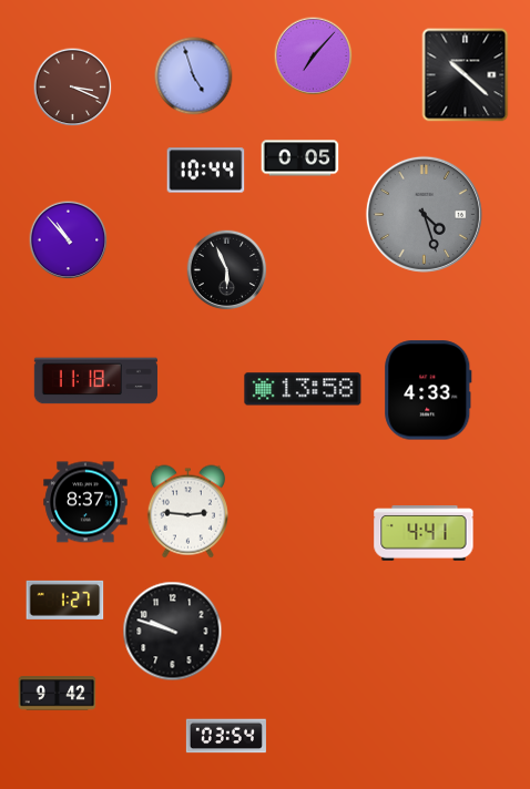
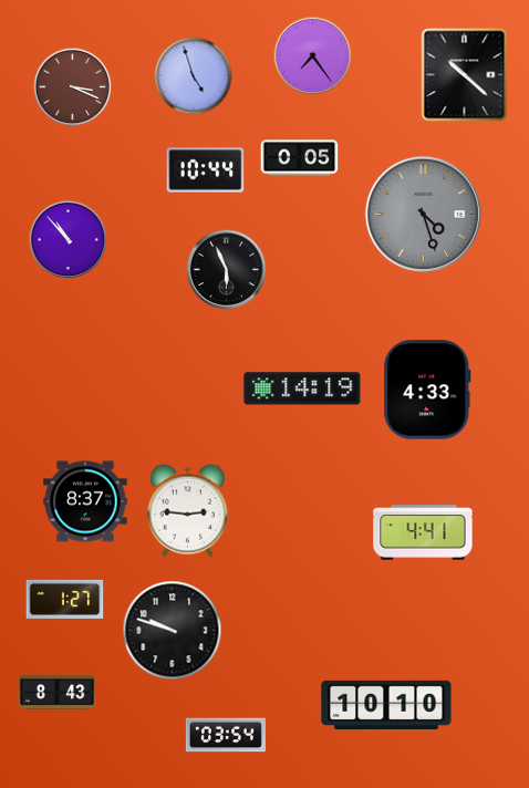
clock at (314, 57): 7:07 -> 7:24
clock at (95, 381): 11:18 -> none
clock at (303, 389): 13:58 -> 14:19
clock at (58, 694): 9:42 -> 8:43
clock at (386, 705): none -> 10:10
